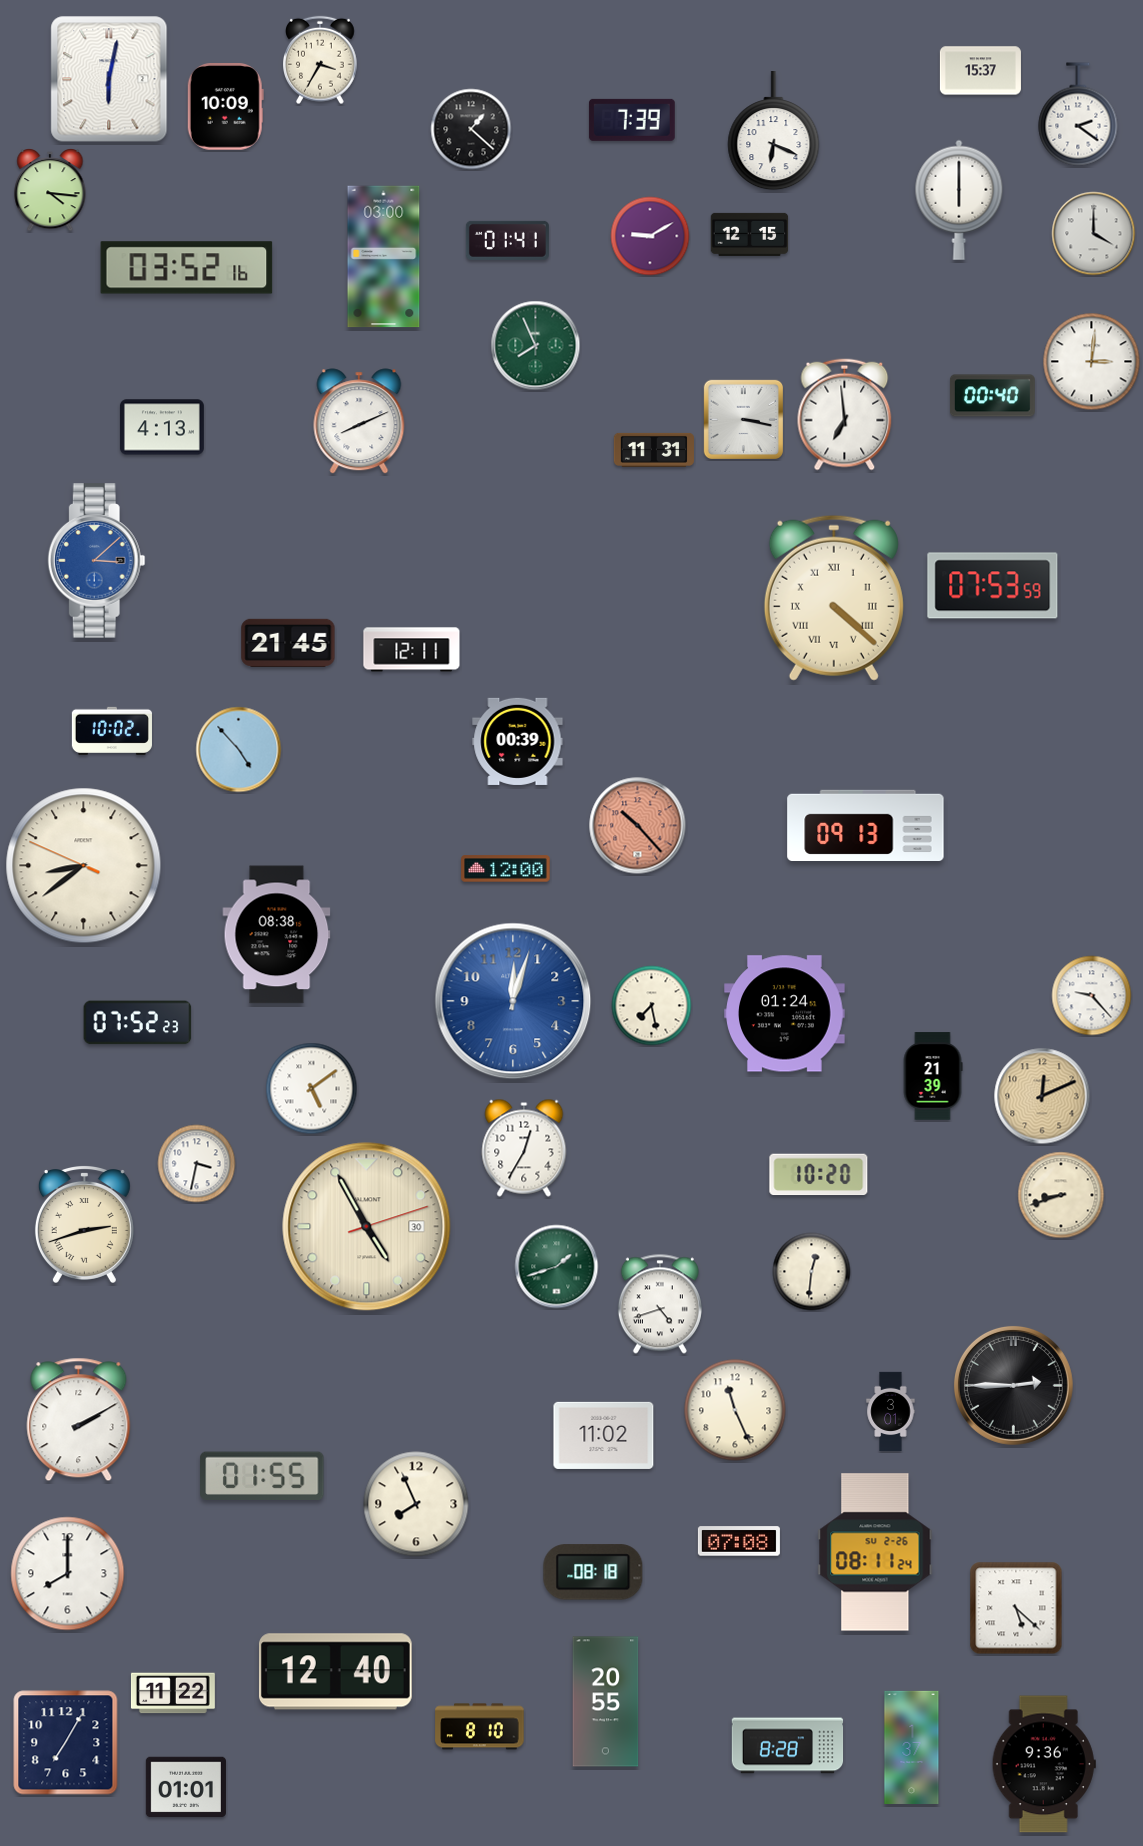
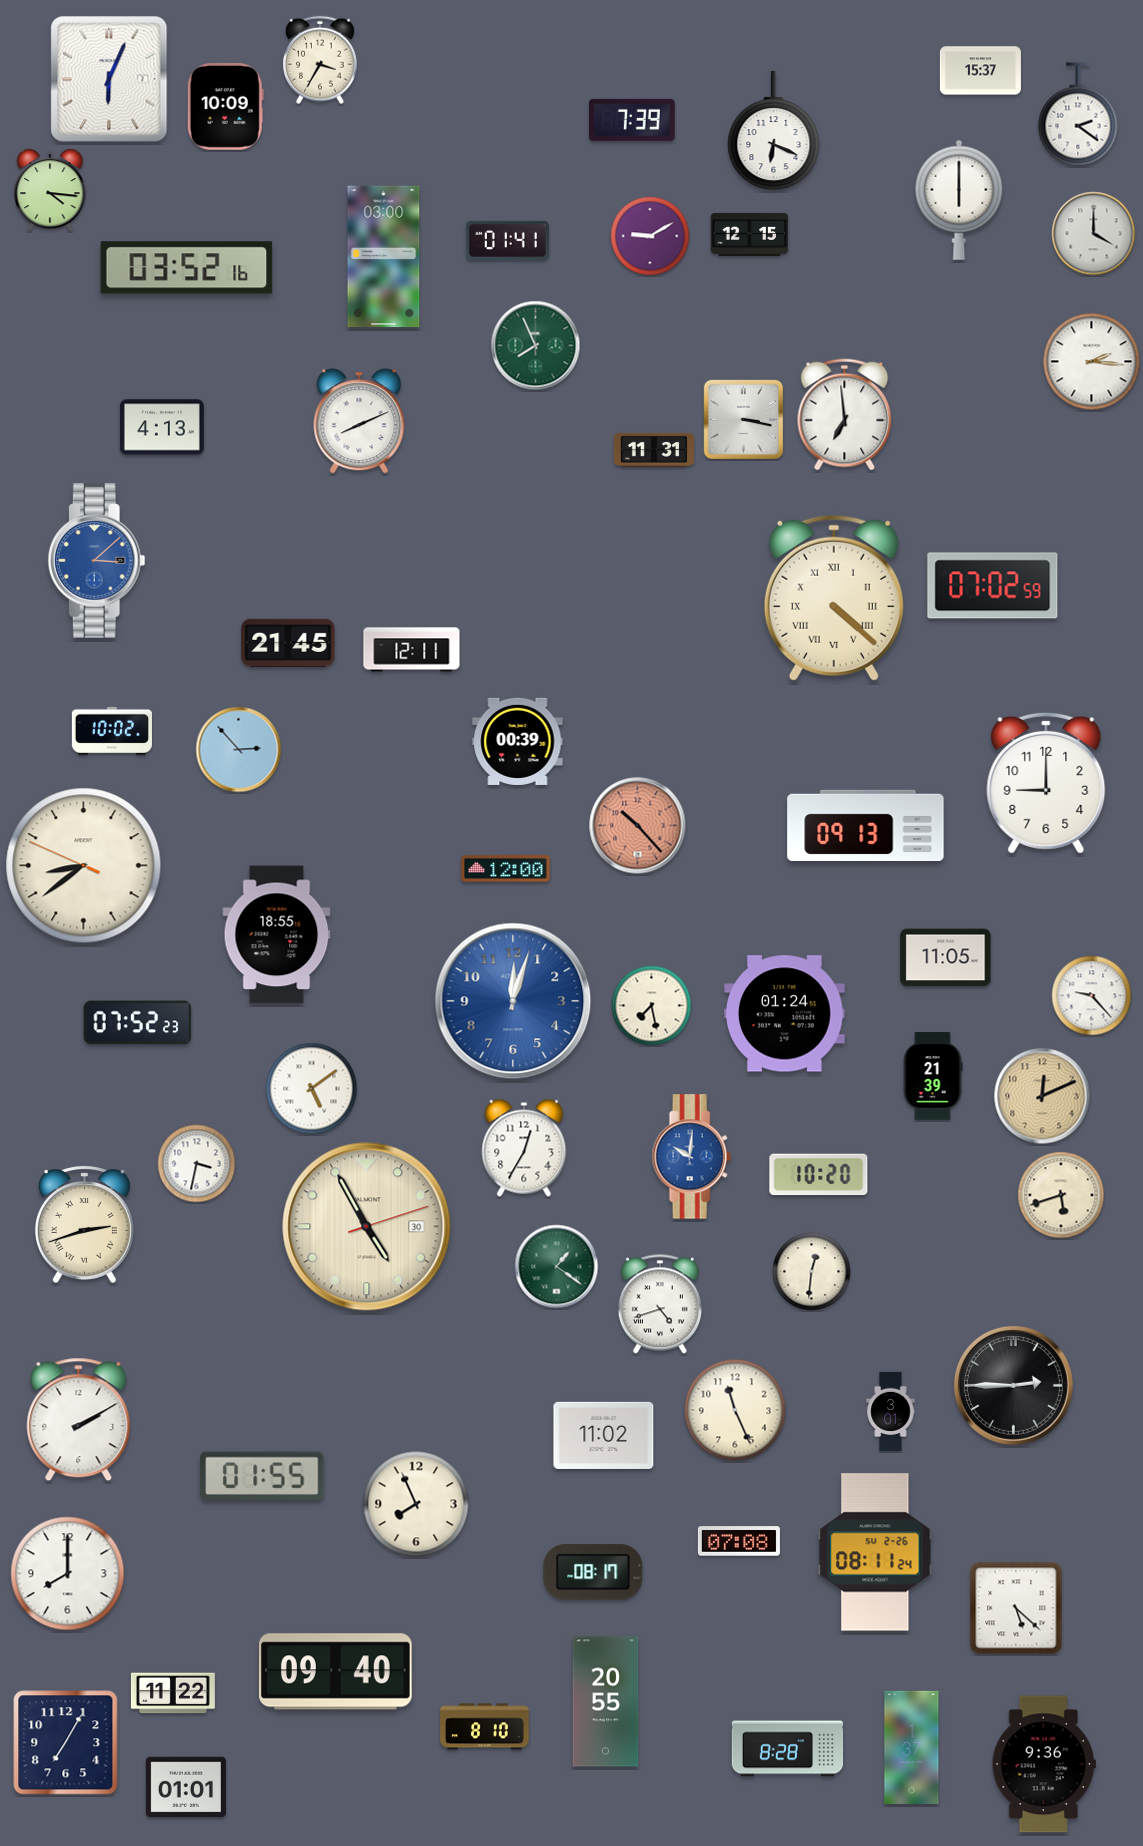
clock at (109, 79): 6:02 -> 6:04
clock at (471, 129): 1:22 -> none
clock at (1092, 362): 3:01 -> 2:16
clock at (992, 396): 00:40 -> none
clock at (993, 586): 07:53 -> 07:02
clock at (239, 750): 4:53 -> 2:53
clock at (1046, 783): none -> 9:00
clock at (277, 935): 08:38 -> 18:55
clock at (946, 958): none -> 11:05
clock at (691, 1157): none -> 10:01
clock at (1061, 1195): 8:42 -> 5:42
clock at (557, 1267): 1:42 -> 1:21
clock at (593, 1572): 08:18 -> 08:17
clock at (336, 1672): 12:40 -> 09:40
clock at (480, 1727) position: (480, 1727) -> (485, 1727)
clock at (788, 1746) position: (788, 1746) -> (788, 1749)
